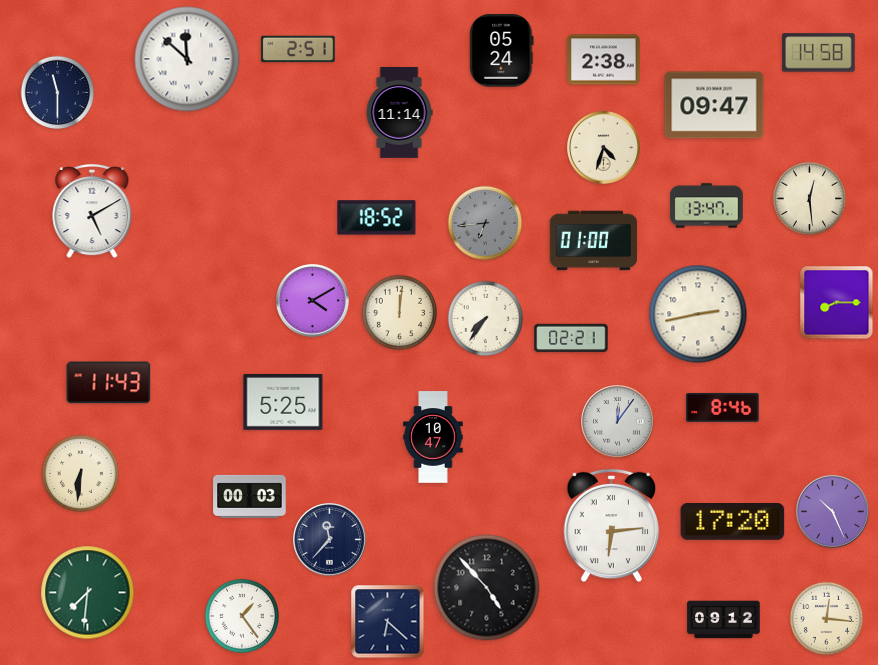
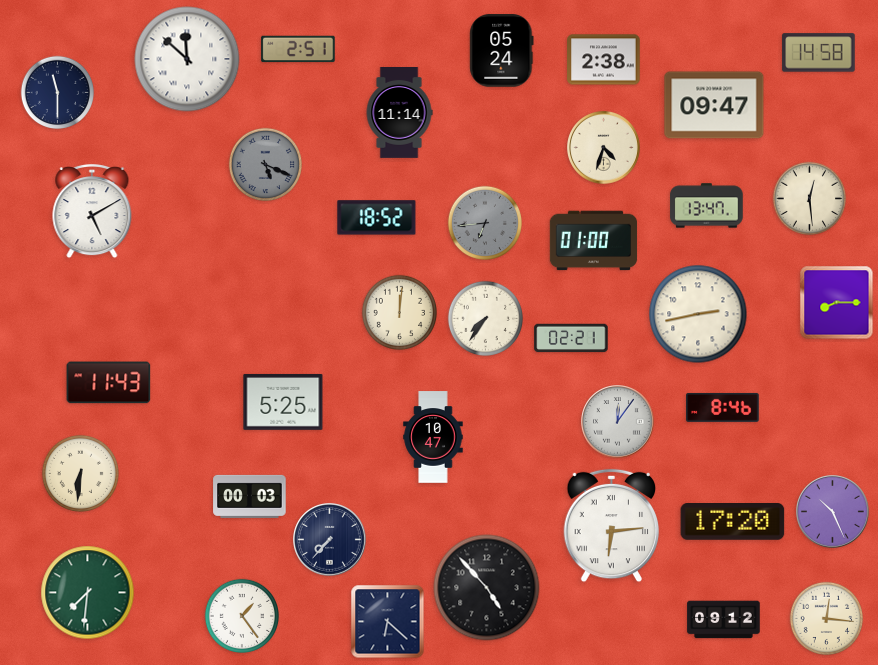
clock at (266, 165): none -> 5:19
clock at (313, 301): 4:10 -> none
clock at (330, 540): 11:37 -> 7:37
